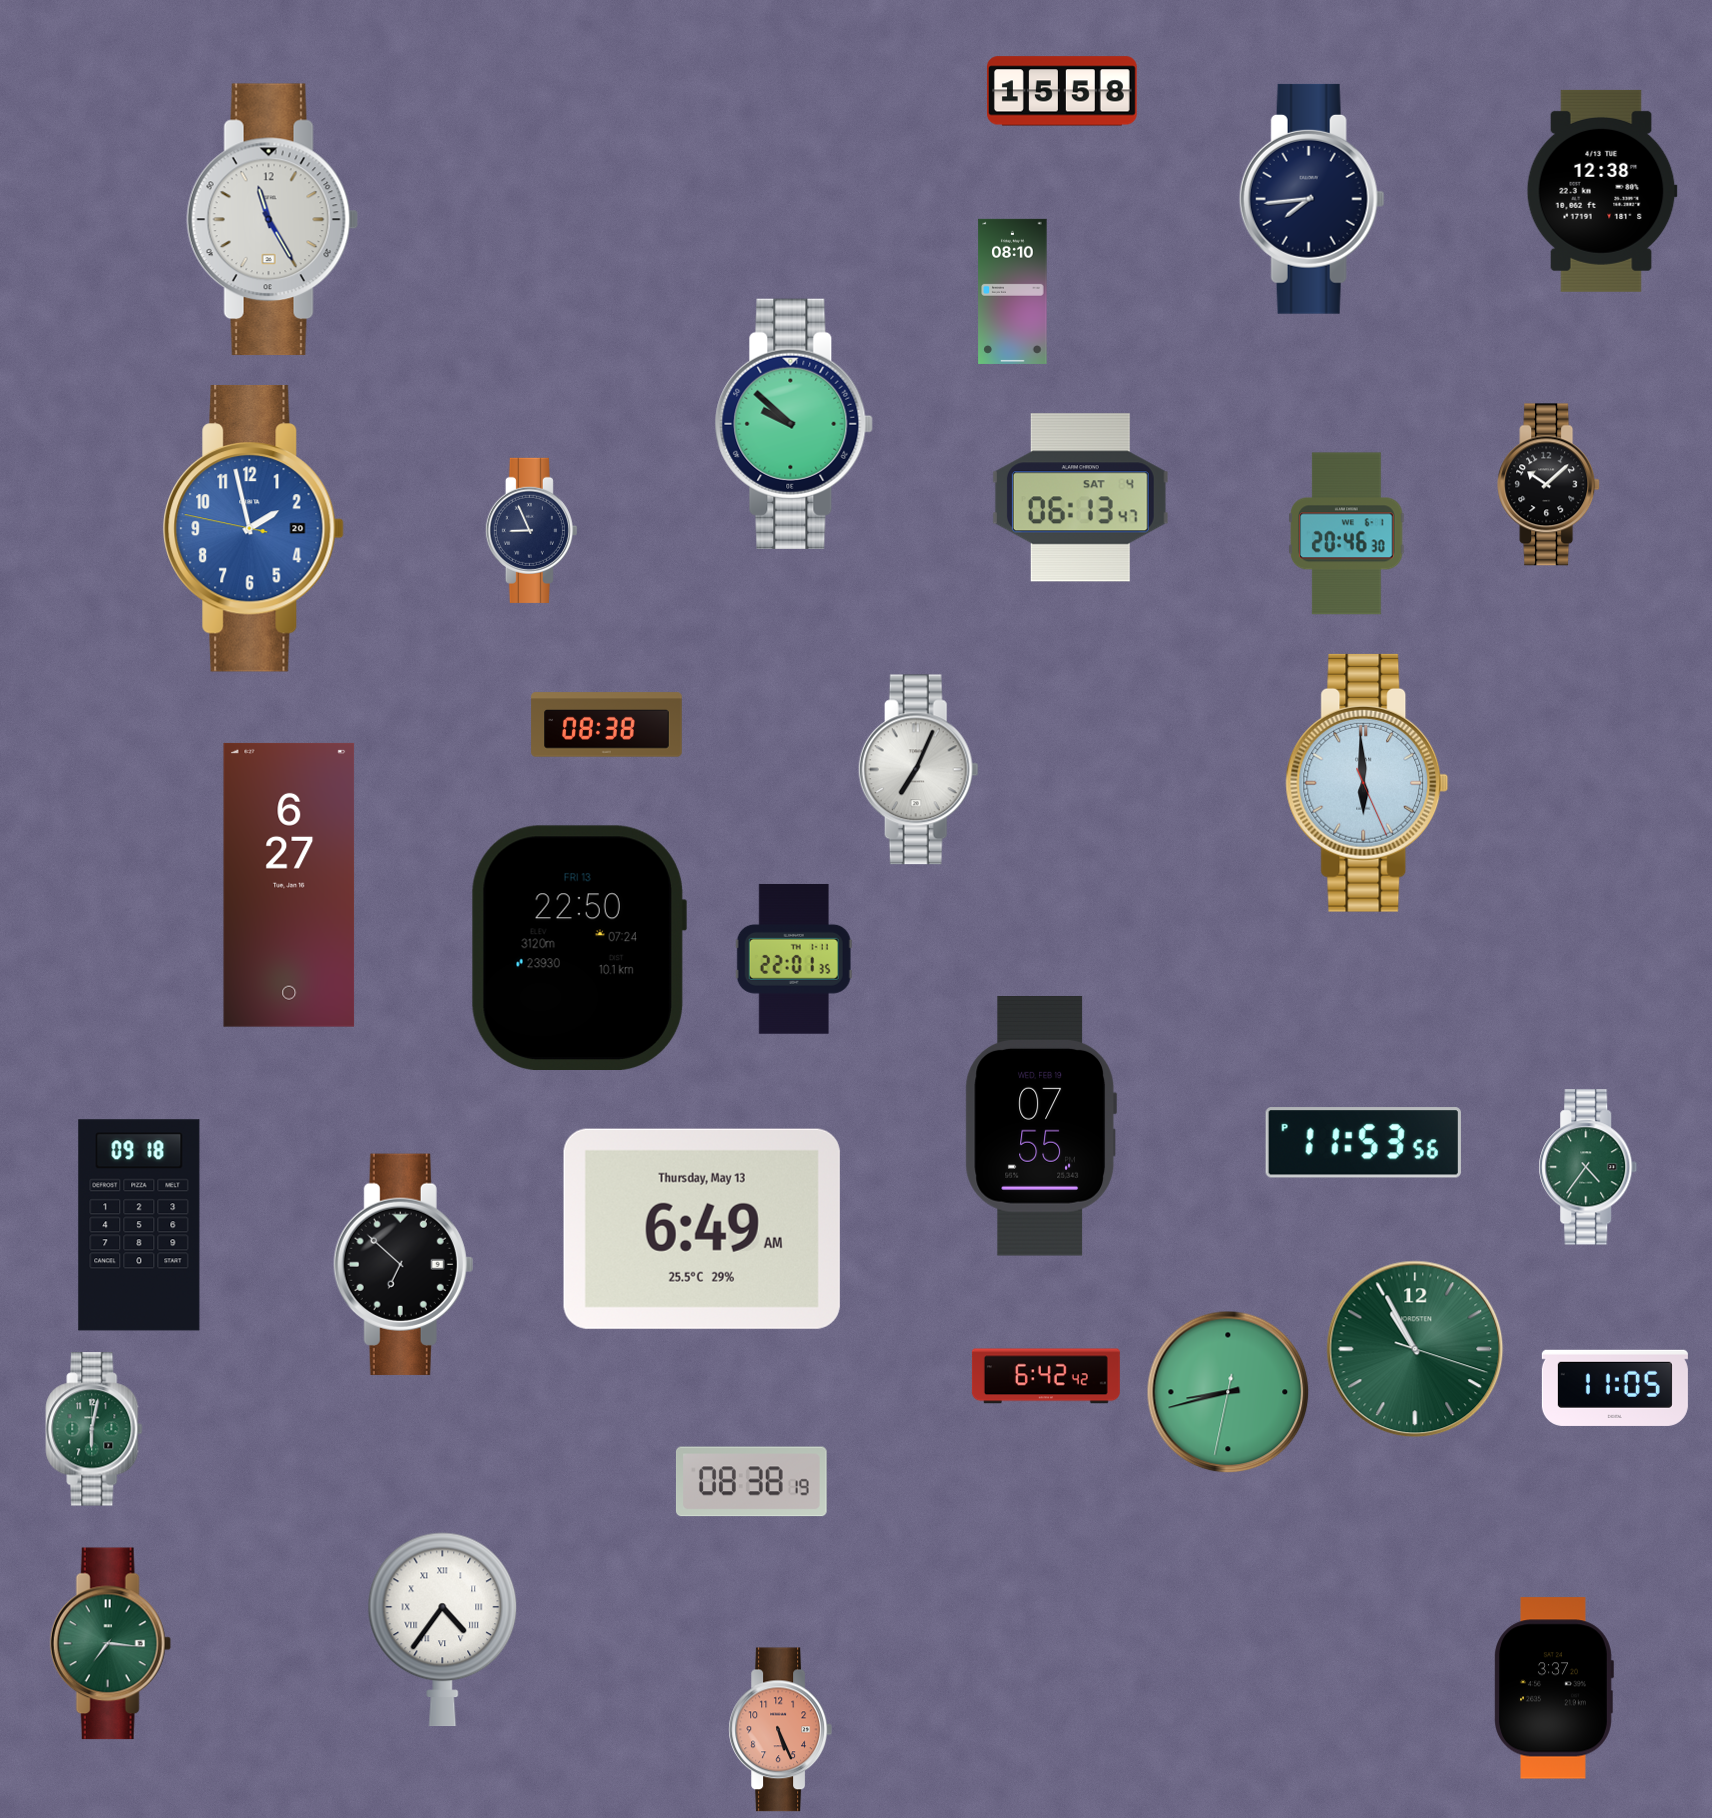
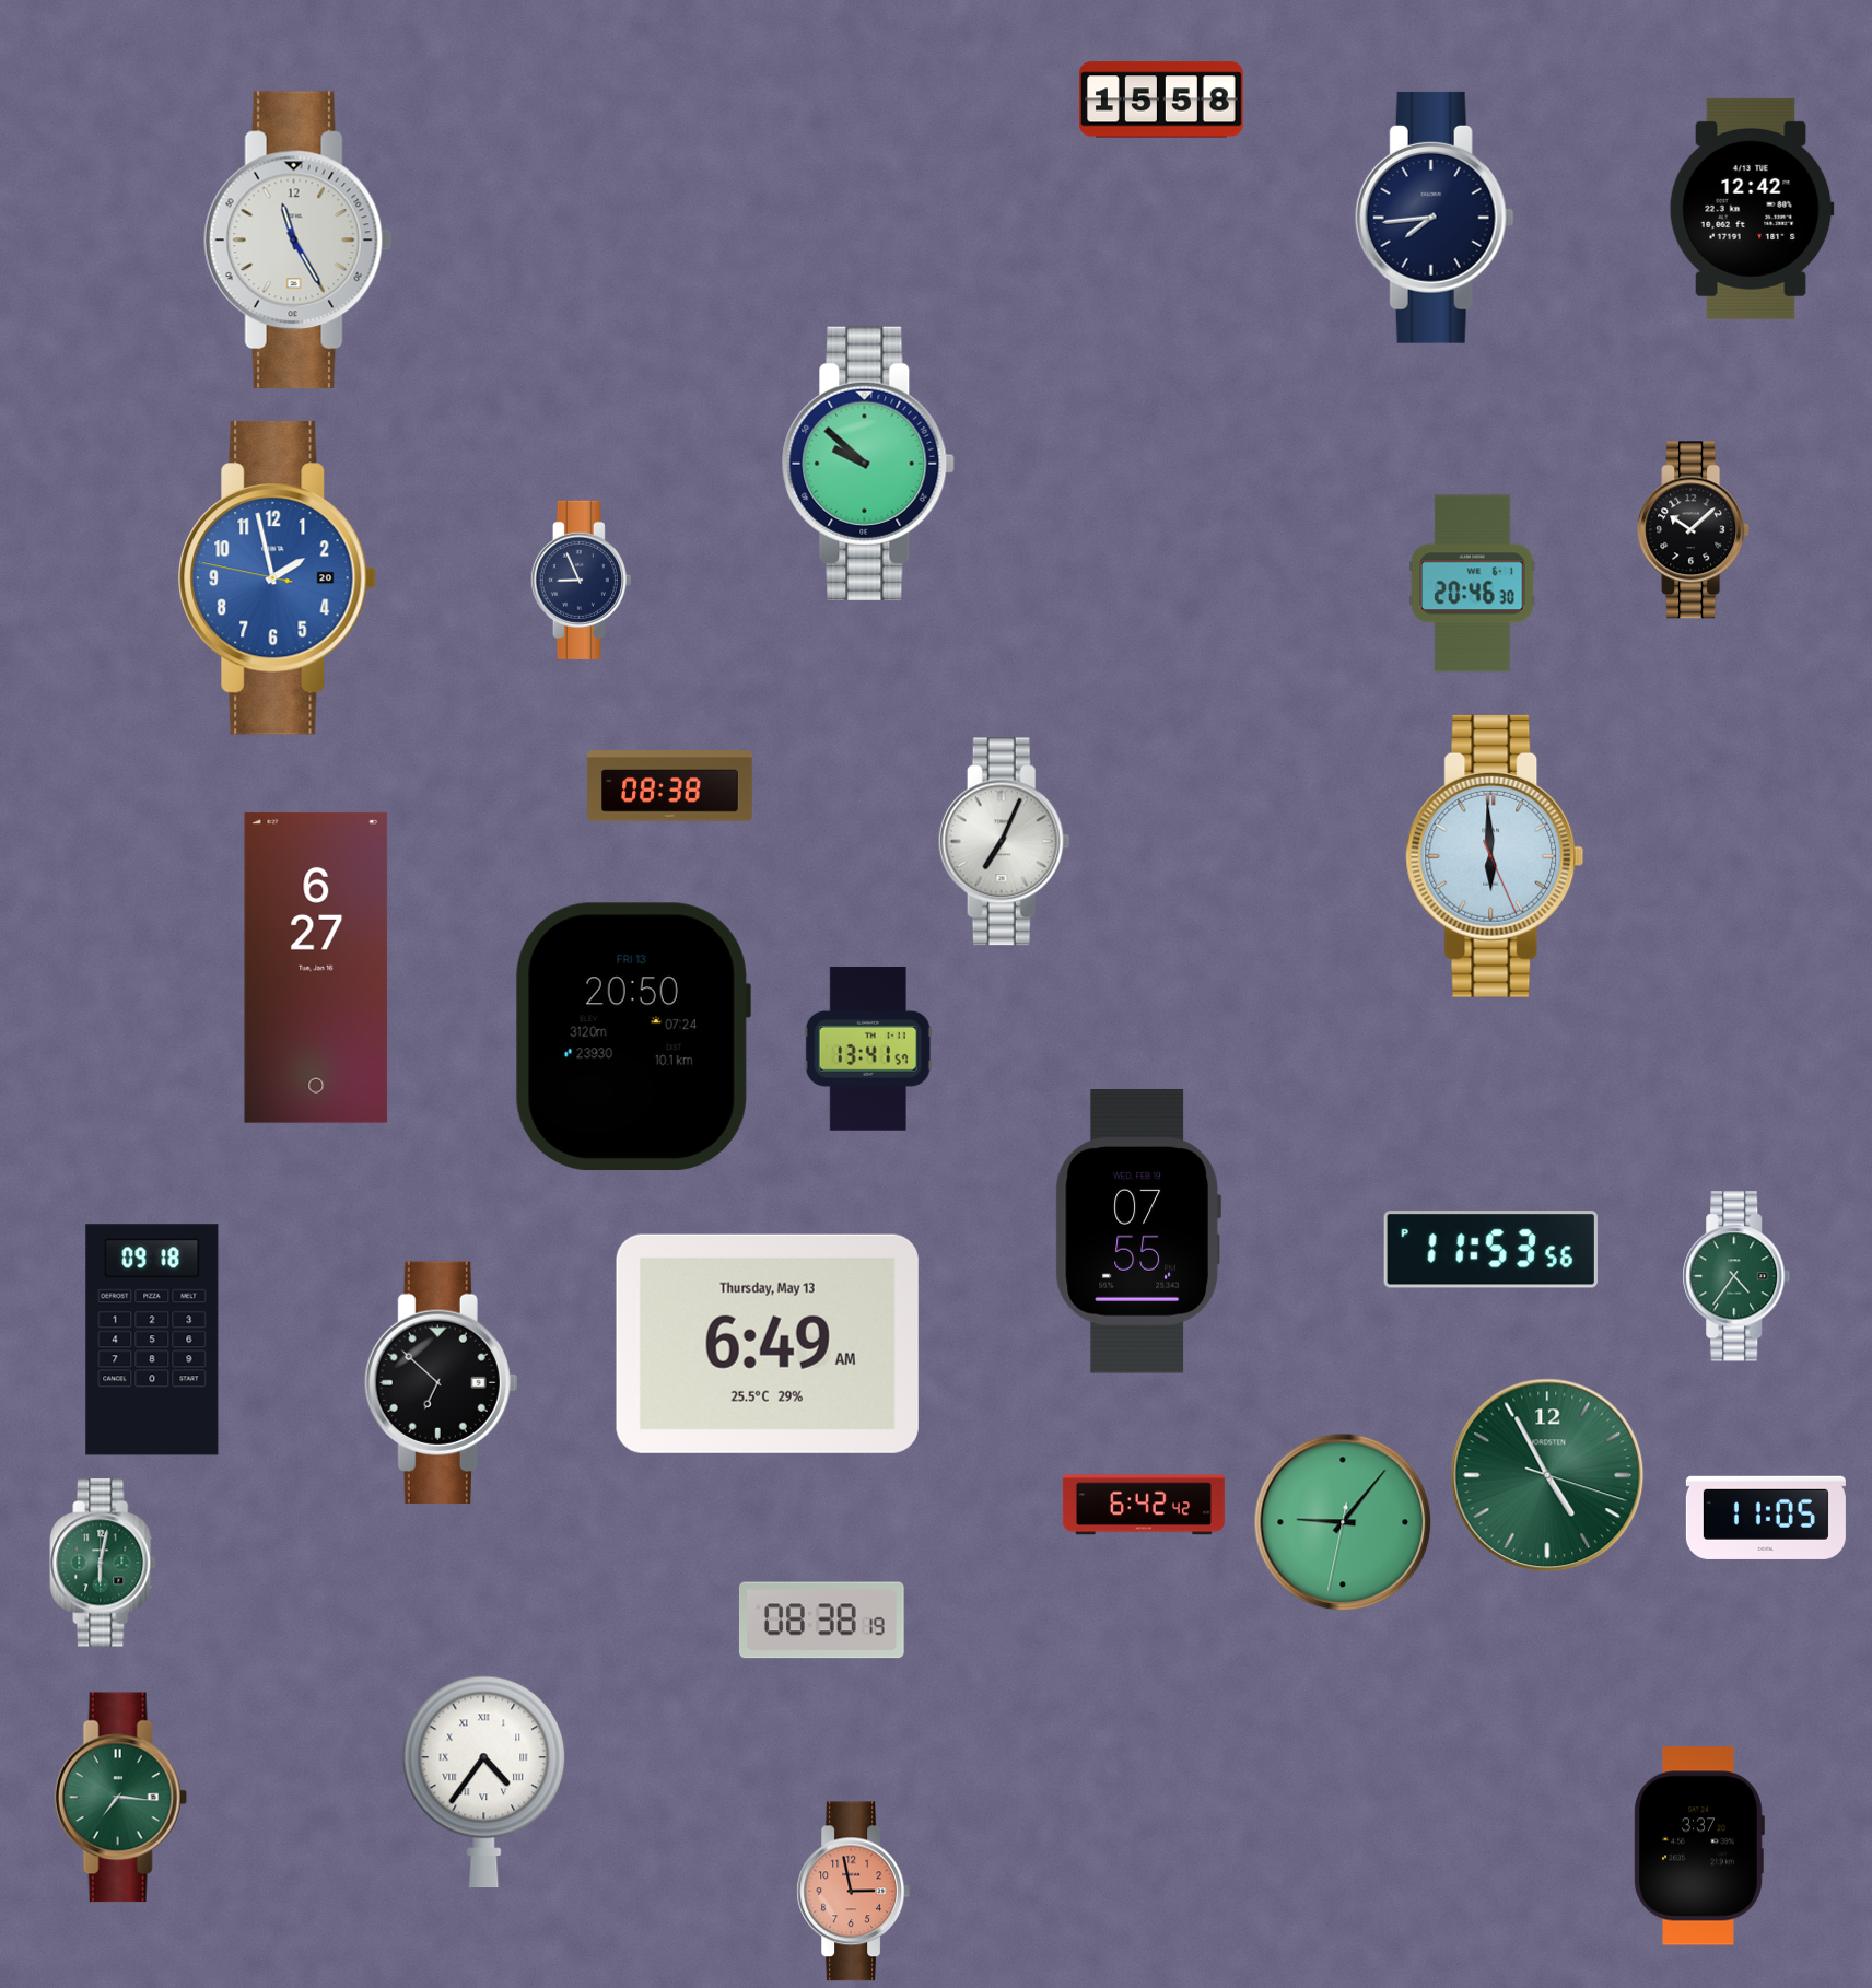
clock at (1602, 191): 12:38 -> 12:42
clock at (1013, 291): 08:10 -> none
clock at (1080, 498): 06:13 -> none
clock at (607, 725) position: (607, 725) -> (670, 786)
clock at (579, 947): 22:50 -> 20:50
clock at (794, 959): 22:01 -> 13:41
clock at (1415, 1349): 10:55 -> 4:55
clock at (1228, 1392): 8:42 -> 9:06
clock at (780, 1730): 5:26 -> 2:58
